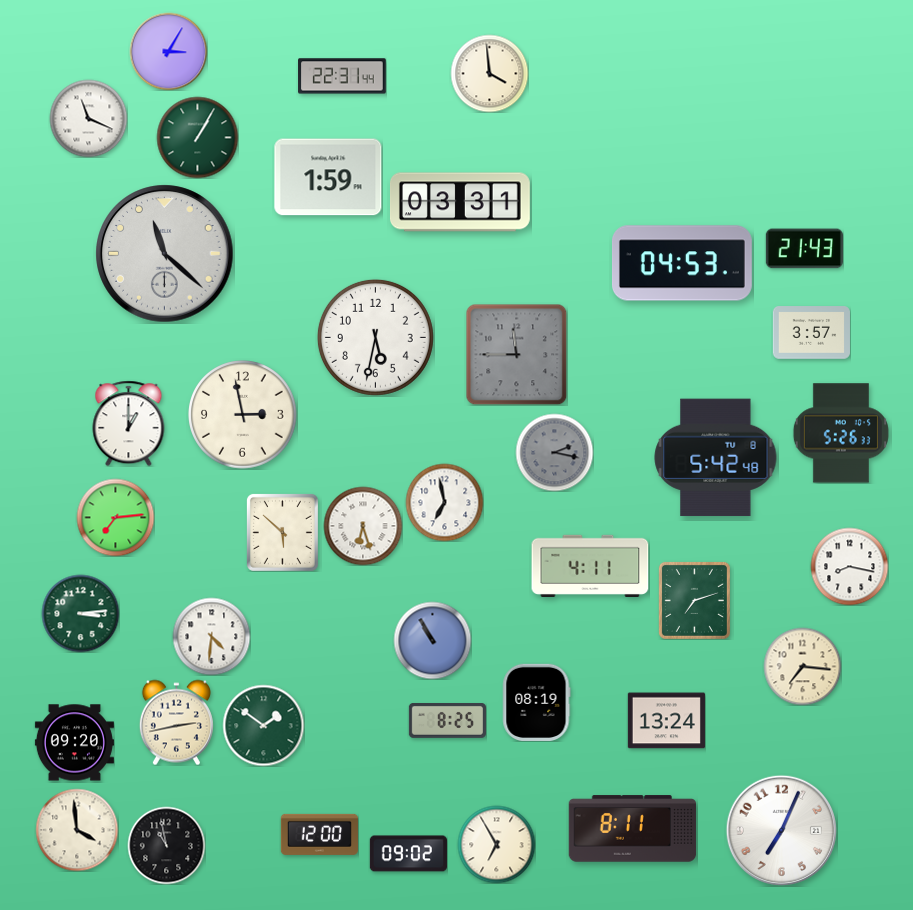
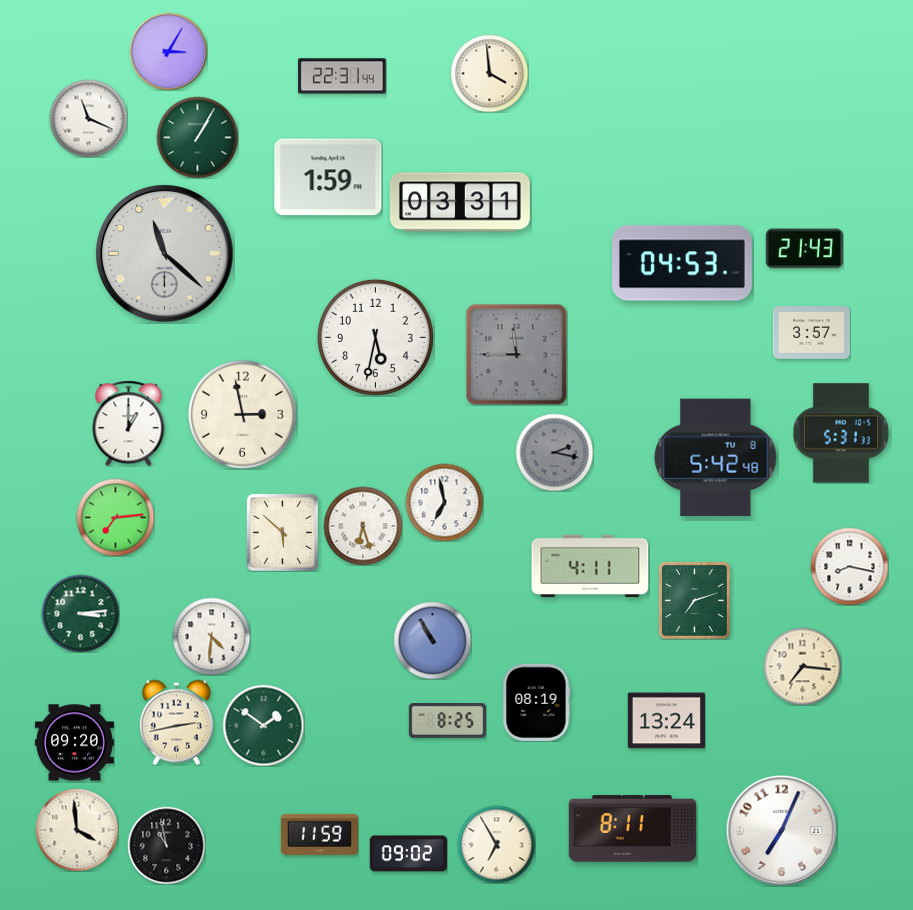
clock at (841, 433): 5:26 -> 5:31
clock at (319, 834): 12:00 -> 11:59
